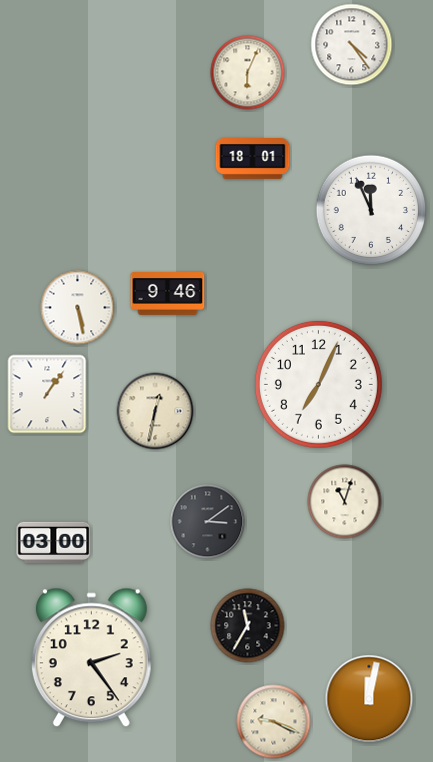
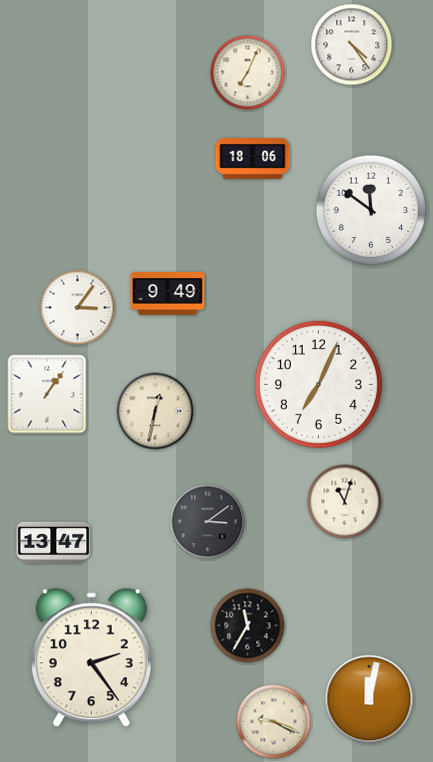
clock at (248, 73): 6:04 -> 7:04
clock at (253, 159): 18:01 -> 18:06
clock at (371, 210): 11:56 -> 11:51
clock at (168, 294): 9:46 -> 9:49
clock at (78, 308): 5:28 -> 3:06
clock at (54, 542): 03:00 -> 13:47
